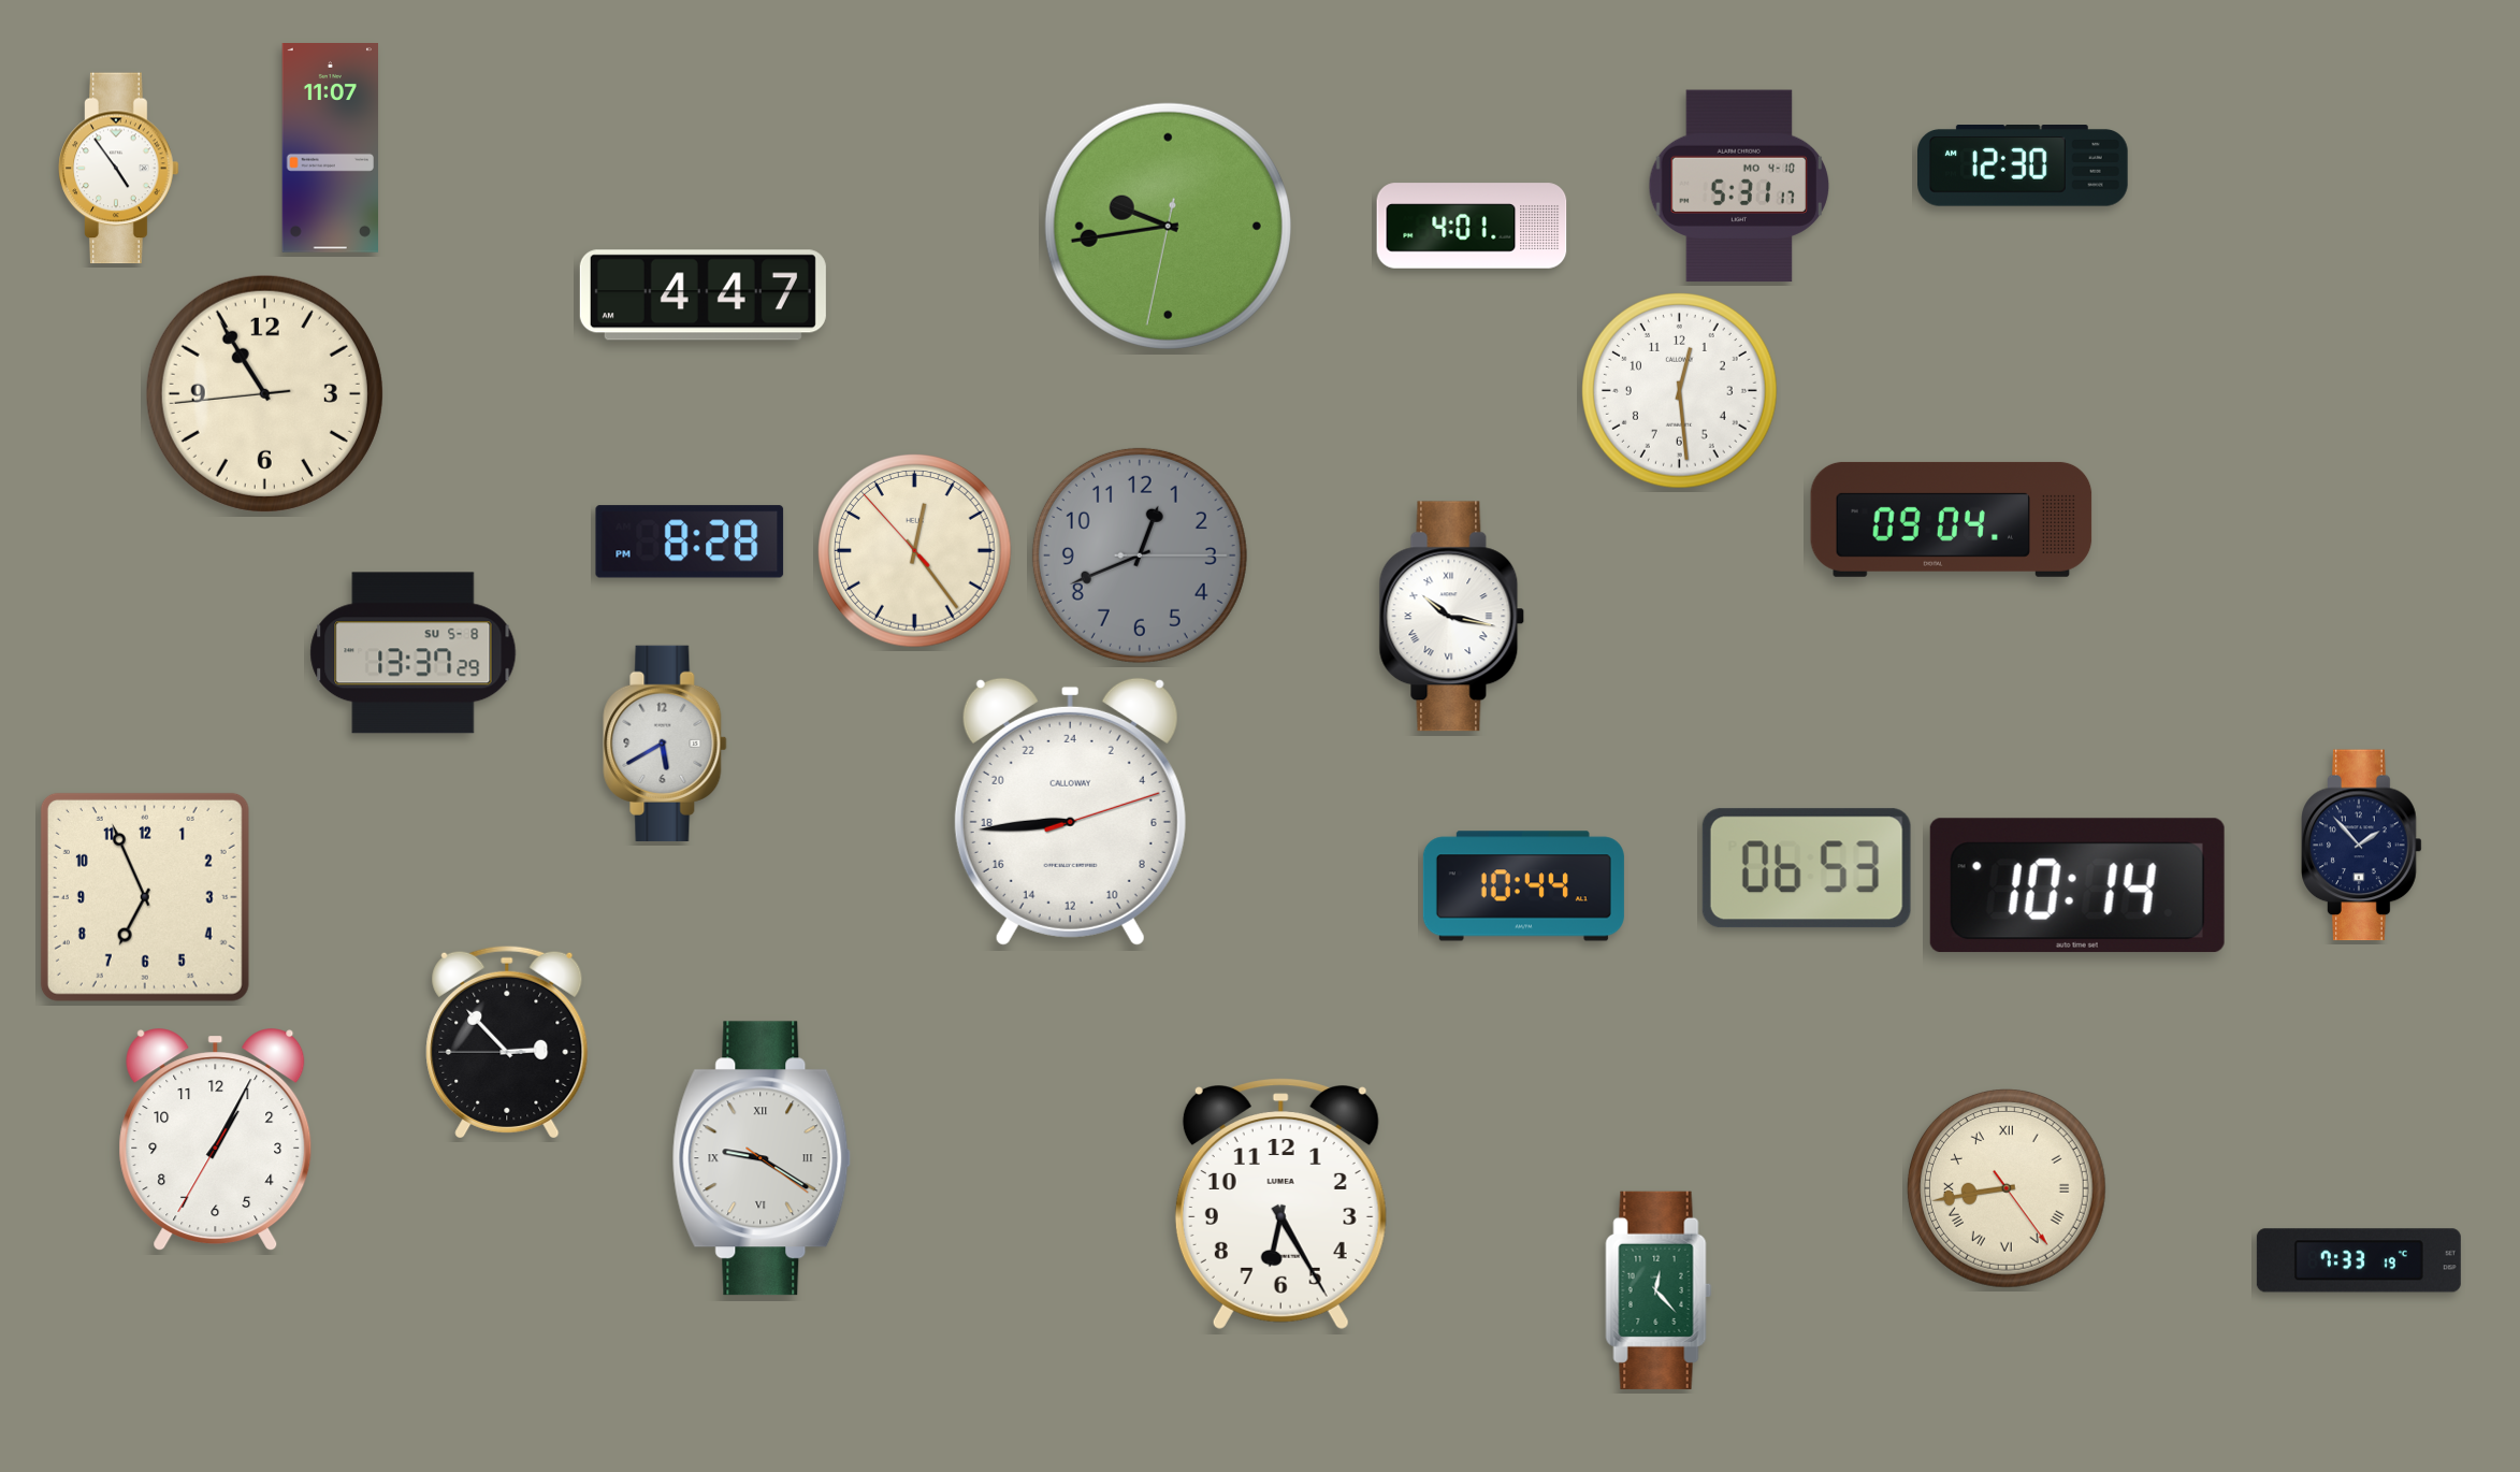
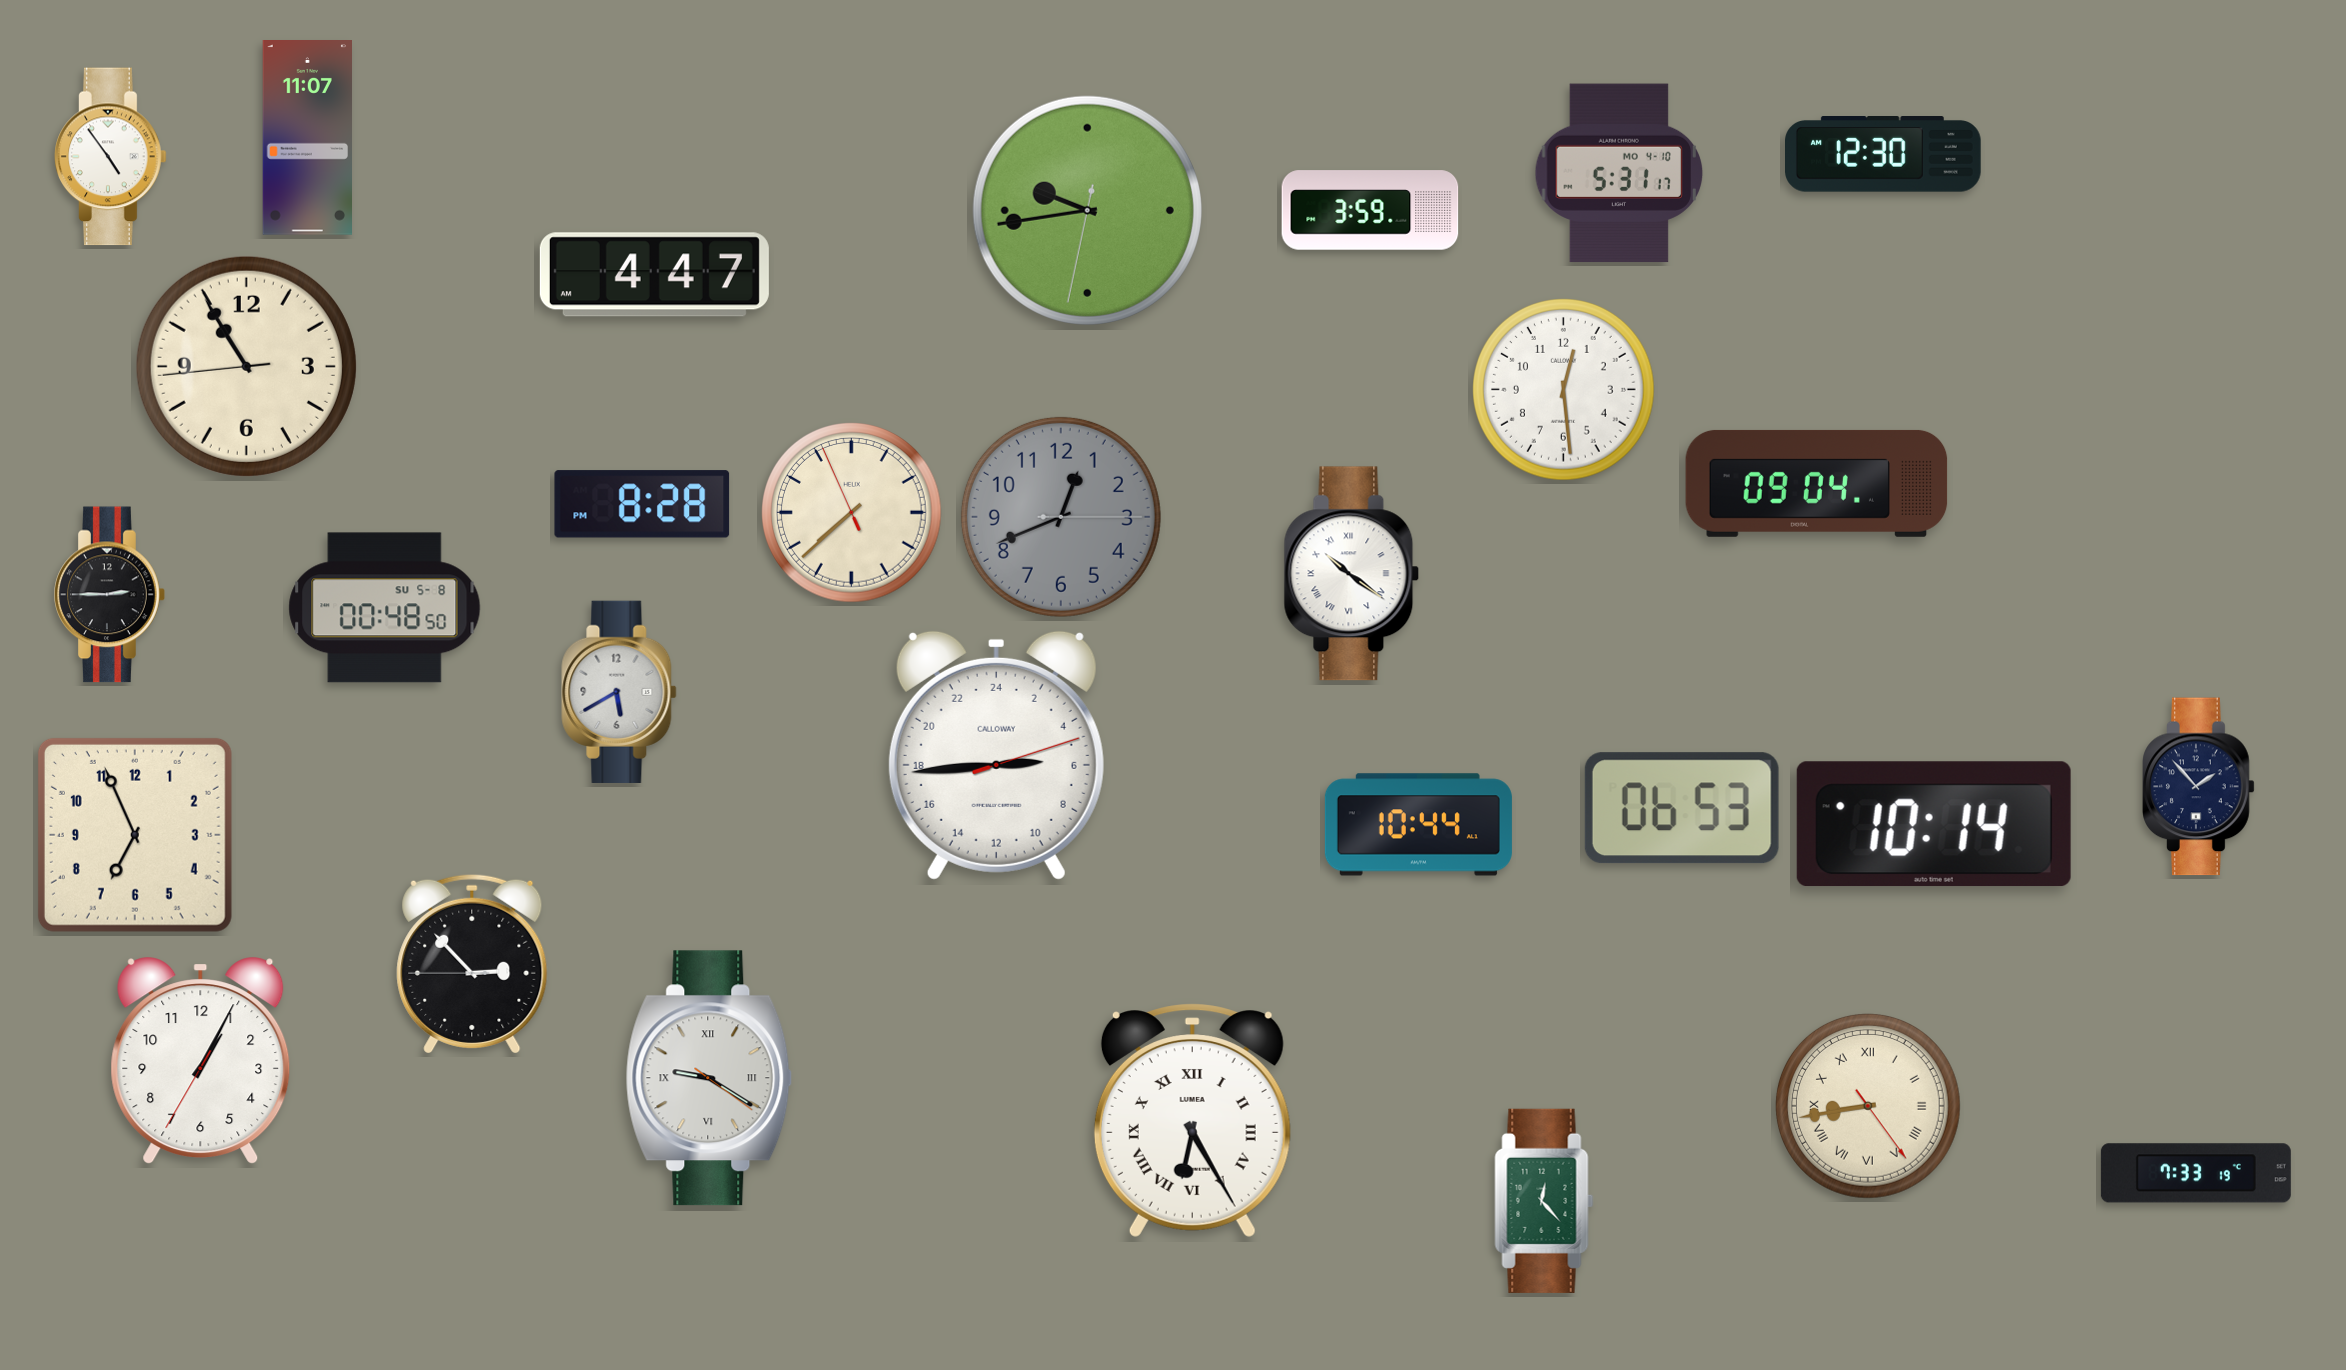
clock at (1472, 226): 4:01 -> 3:59
clock at (1680, 391) position: (1680, 391) -> (1564, 390)
clock at (915, 551): 12:23 -> 7:37
clock at (1452, 617): 10:17 -> 10:21
clock at (110, 595): none -> 2:45
clock at (414, 653): 13:37 -> 00:48
clock at (1070, 811): 17:44 -> 5:44
clock at (507, 1042) position: (507, 1042) -> (472, 964)
clock at (1280, 1203) numerals: Arabic -> Roman
